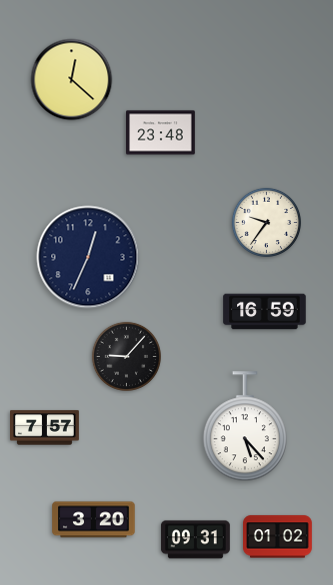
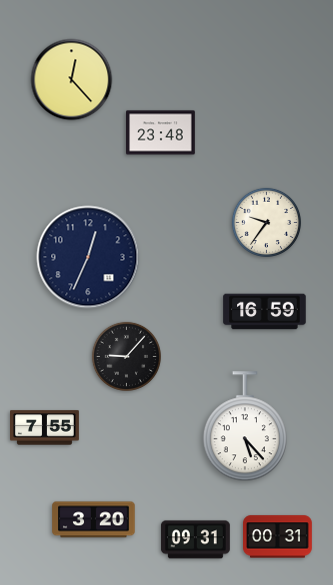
clock at (72, 80): 12:22 -> 12:23
clock at (45, 428): 7:57 -> 7:55
clock at (278, 537): 01:02 -> 00:31
